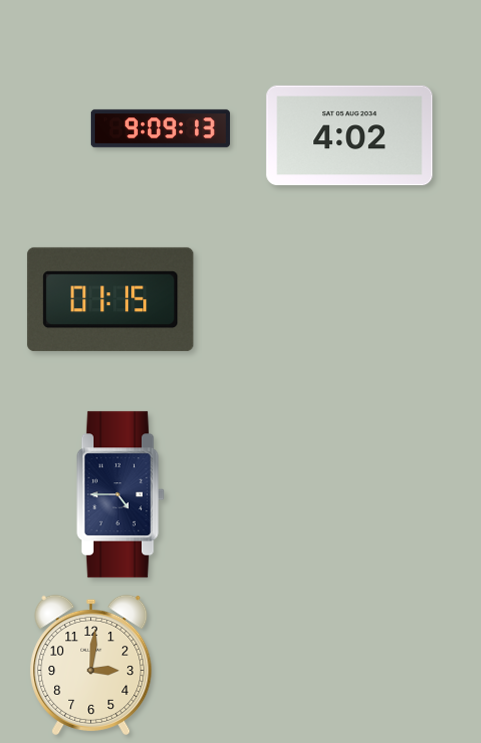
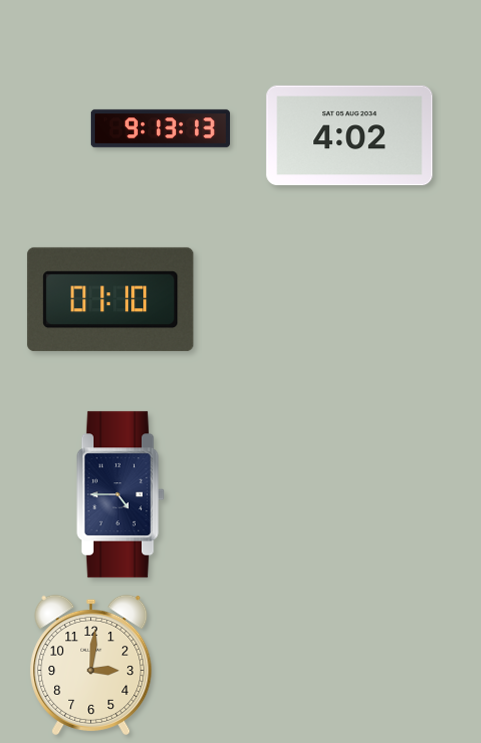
clock at (160, 129): 9:09 -> 9:13
clock at (111, 300): 01:15 -> 01:10
